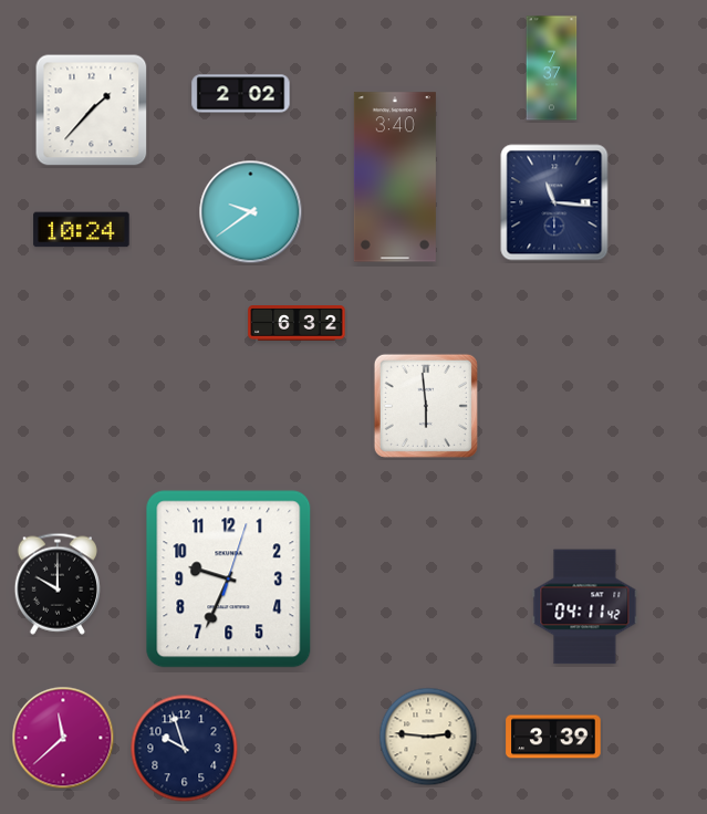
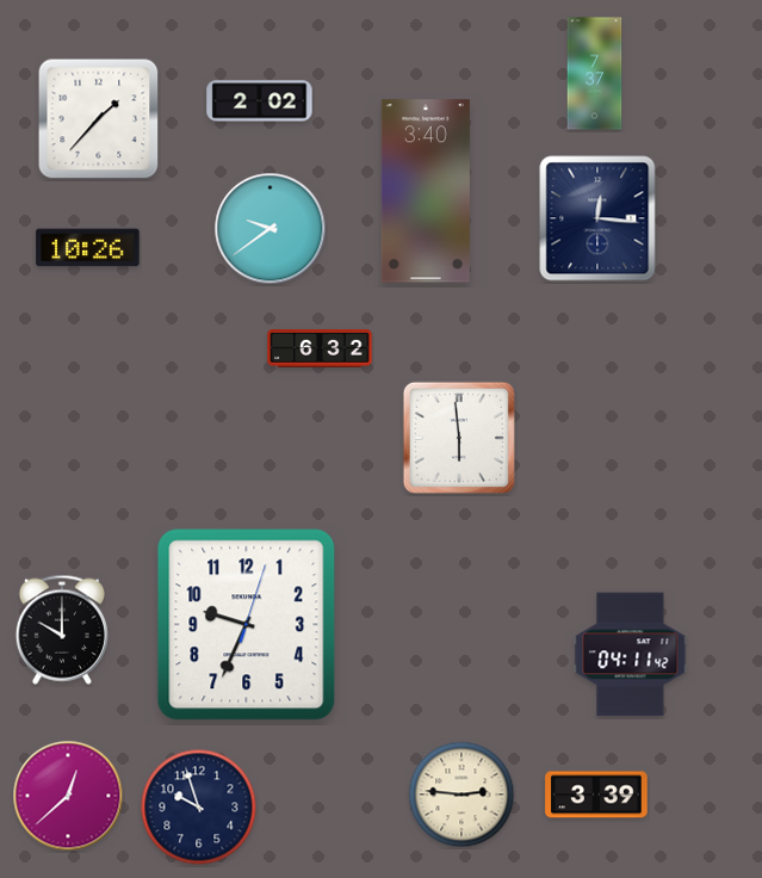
clock at (554, 202): 11:16 -> 12:16
clock at (82, 230): 10:24 -> 10:26
clock at (63, 738): 11:38 -> 12:38
